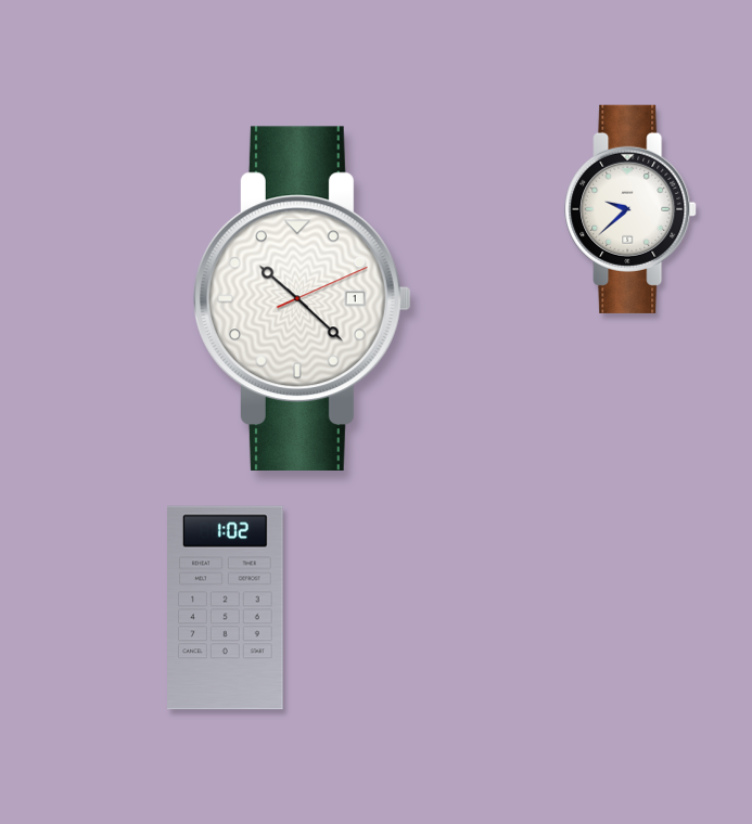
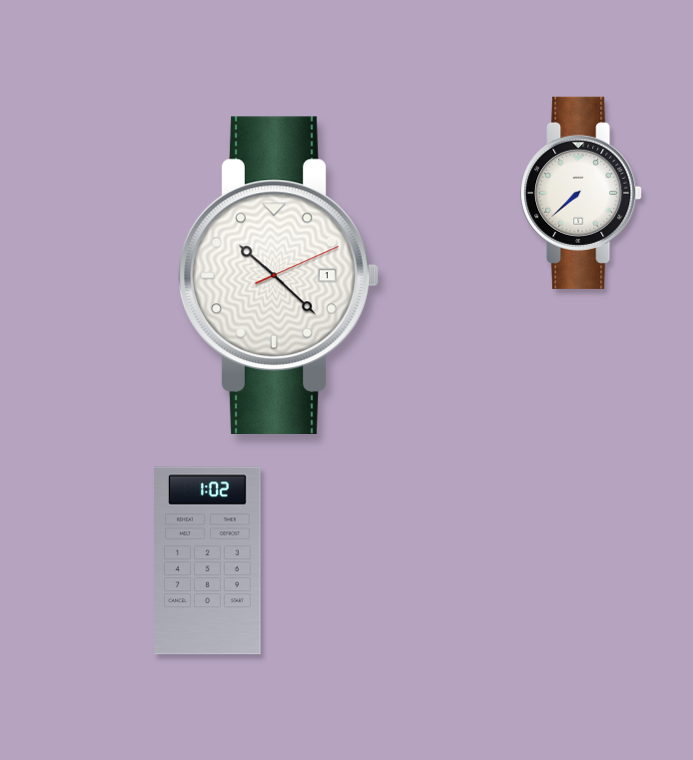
clock at (630, 209): 9:38 -> 7:38
